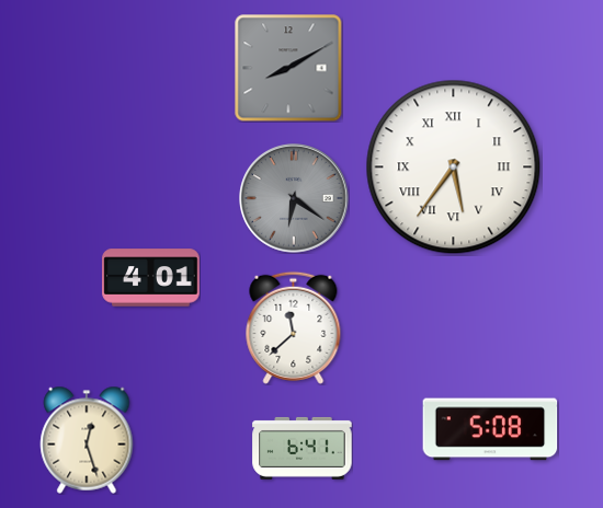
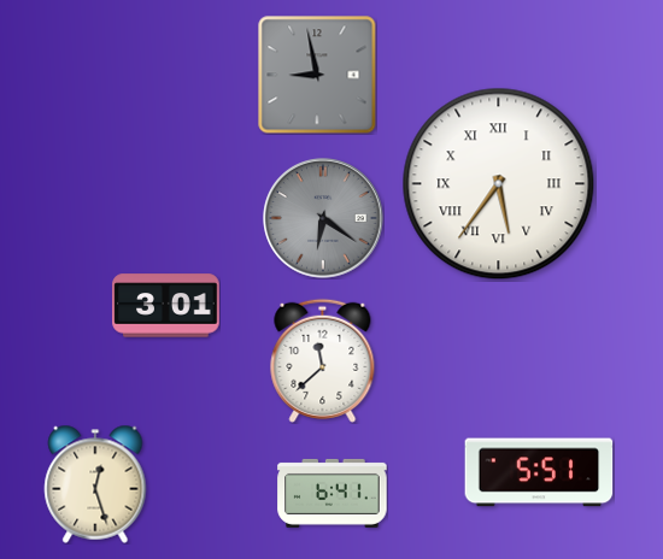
clock at (288, 68): 8:10 -> 8:58
clock at (151, 278): 4:01 -> 3:01
clock at (490, 429): 5:08 -> 5:51
